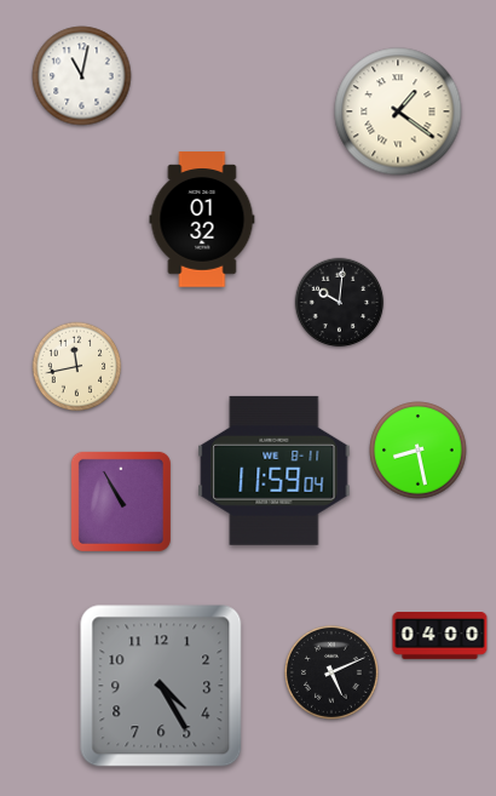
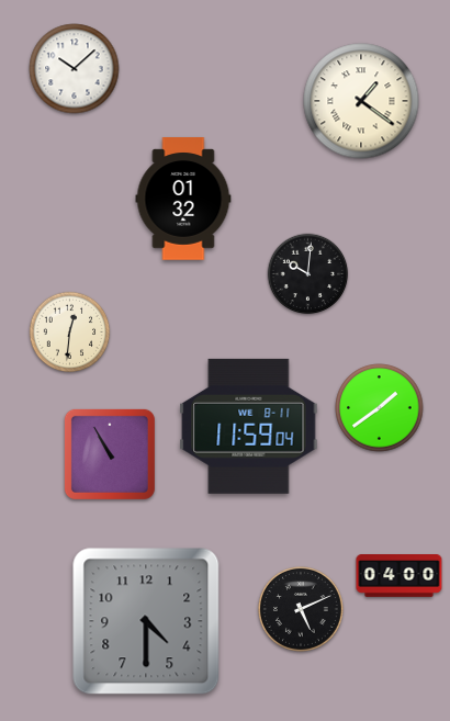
clock at (82, 76): 11:02 -> 10:08
clock at (77, 367): 11:43 -> 12:31
clock at (419, 451): 8:28 -> 1:39
clock at (161, 686): 4:25 -> 4:30
